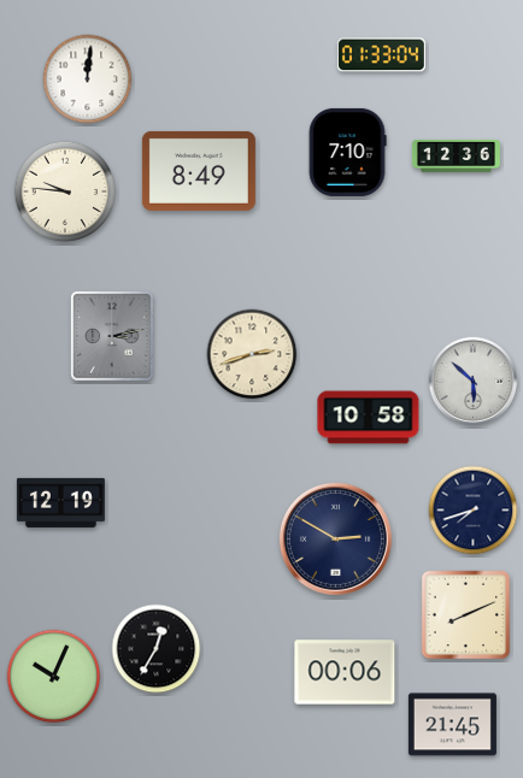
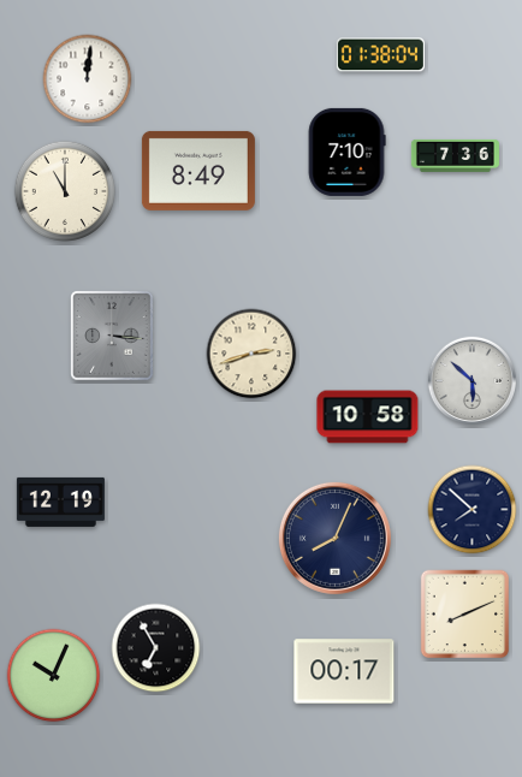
clock at (381, 55): 01:33 -> 01:38
clock at (456, 155): 12:36 -> 7:36
clock at (64, 190): 9:46 -> 11:00
clock at (112, 336): 3:13 -> 3:16
clock at (474, 511): 7:42 -> 7:52
clock at (335, 538): 2:50 -> 8:04
clock at (157, 649): 12:35 -> 6:55
clock at (345, 672): 00:06 -> 00:17
clock at (452, 725): 21:45 -> none
